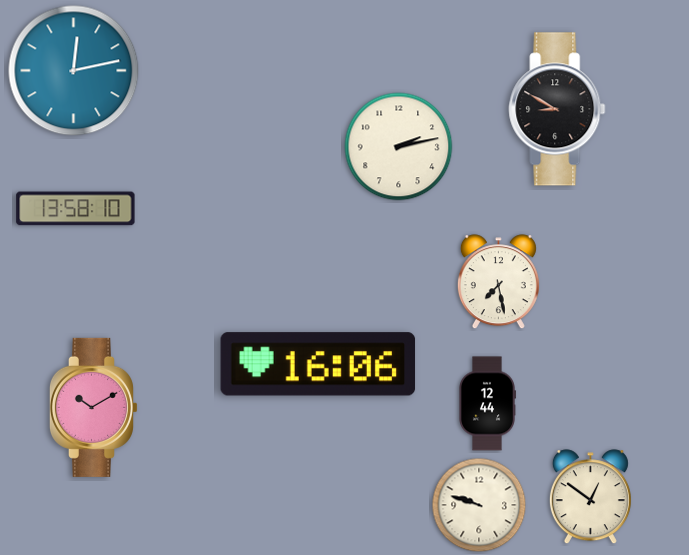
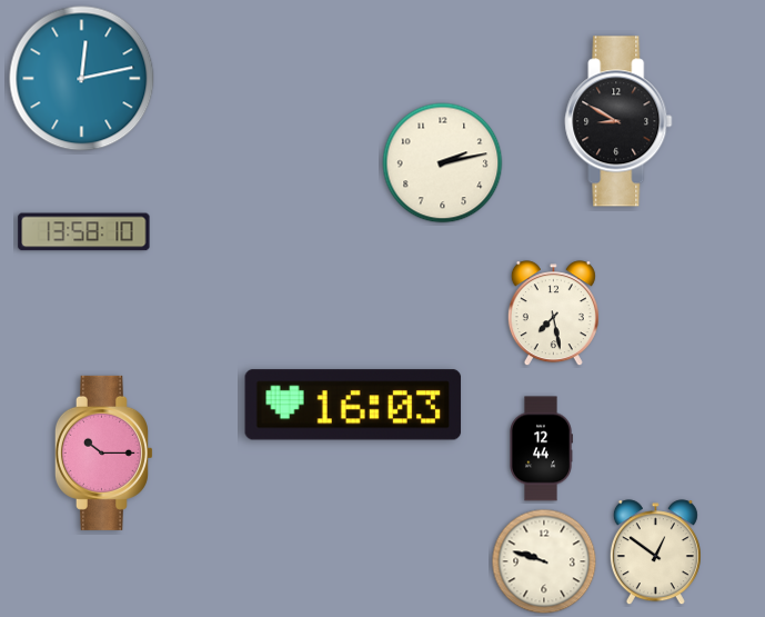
clock at (318, 364): 16:06 -> 16:03
clock at (93, 407): 10:10 -> 10:15
clock at (479, 505) position: (479, 505) -> (544, 561)
